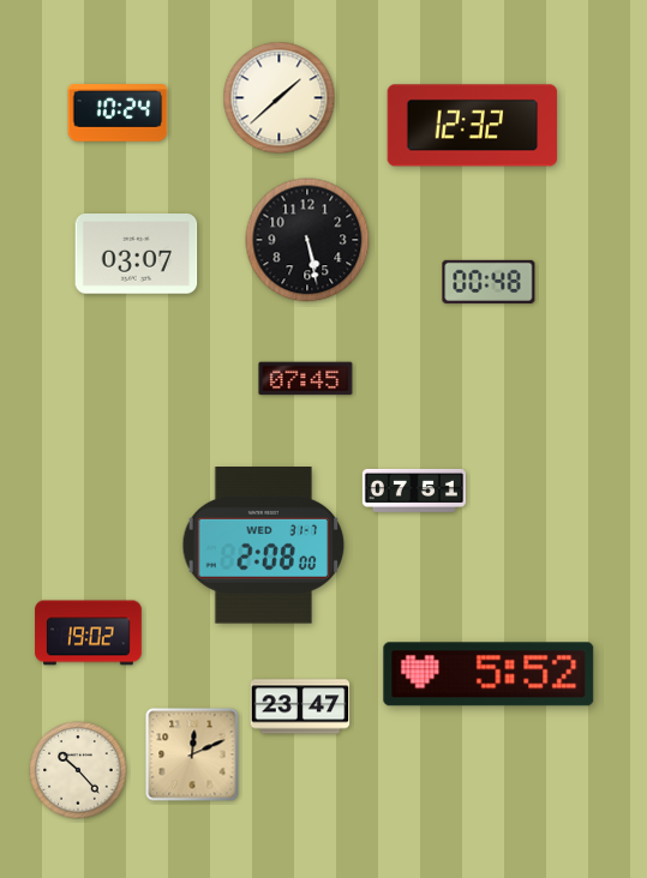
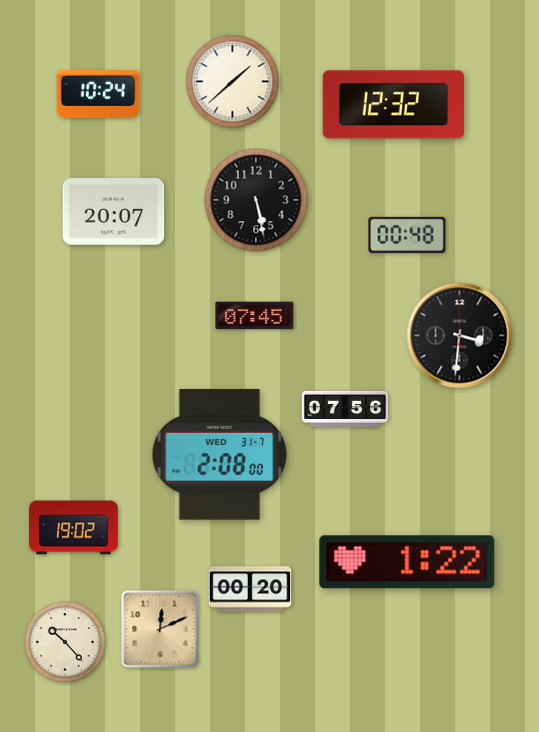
clock at (137, 254): 03:07 -> 20:07
clock at (460, 336): none -> 3:31
clock at (414, 491): 07:51 -> 07:56
clock at (489, 674): 5:52 -> 1:22
clock at (300, 706): 23:47 -> 00:20
